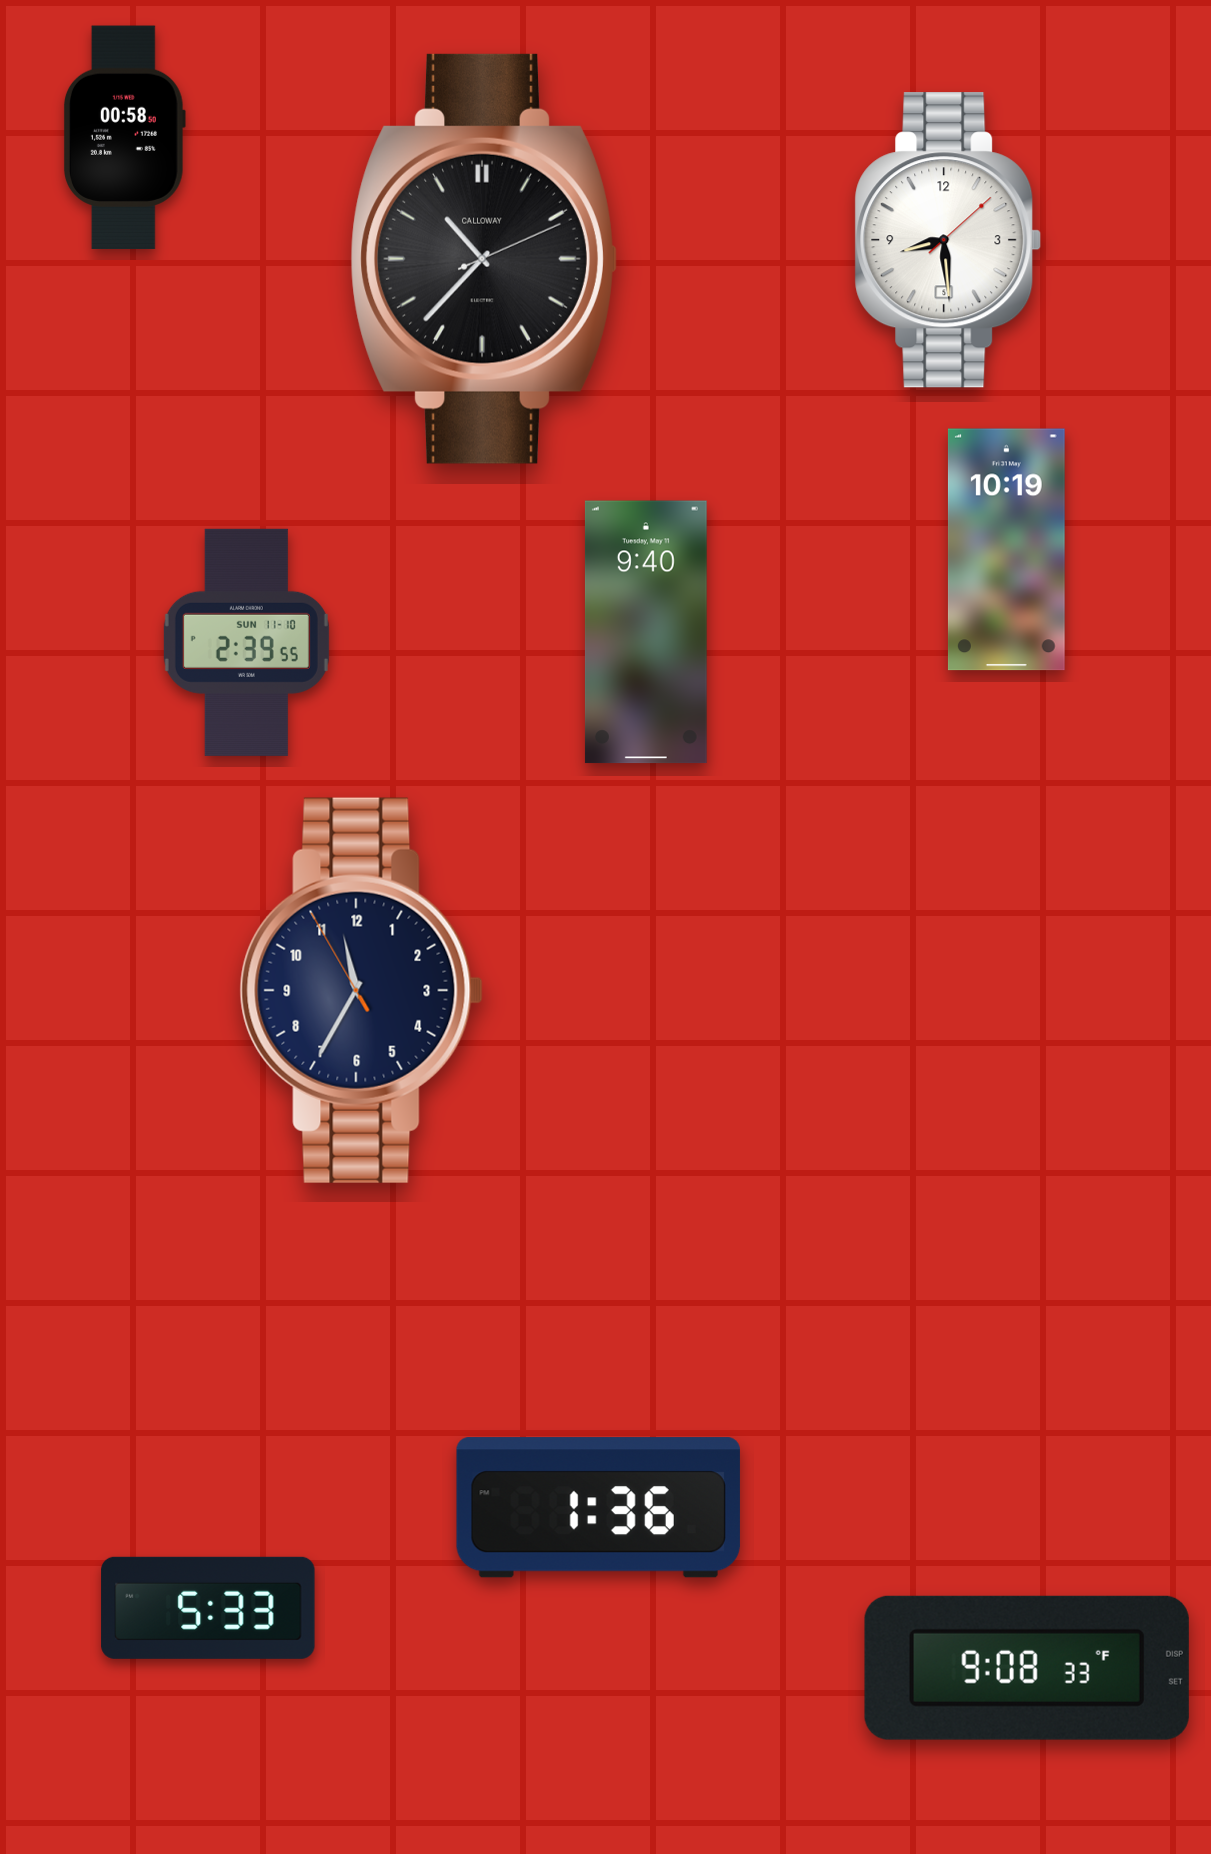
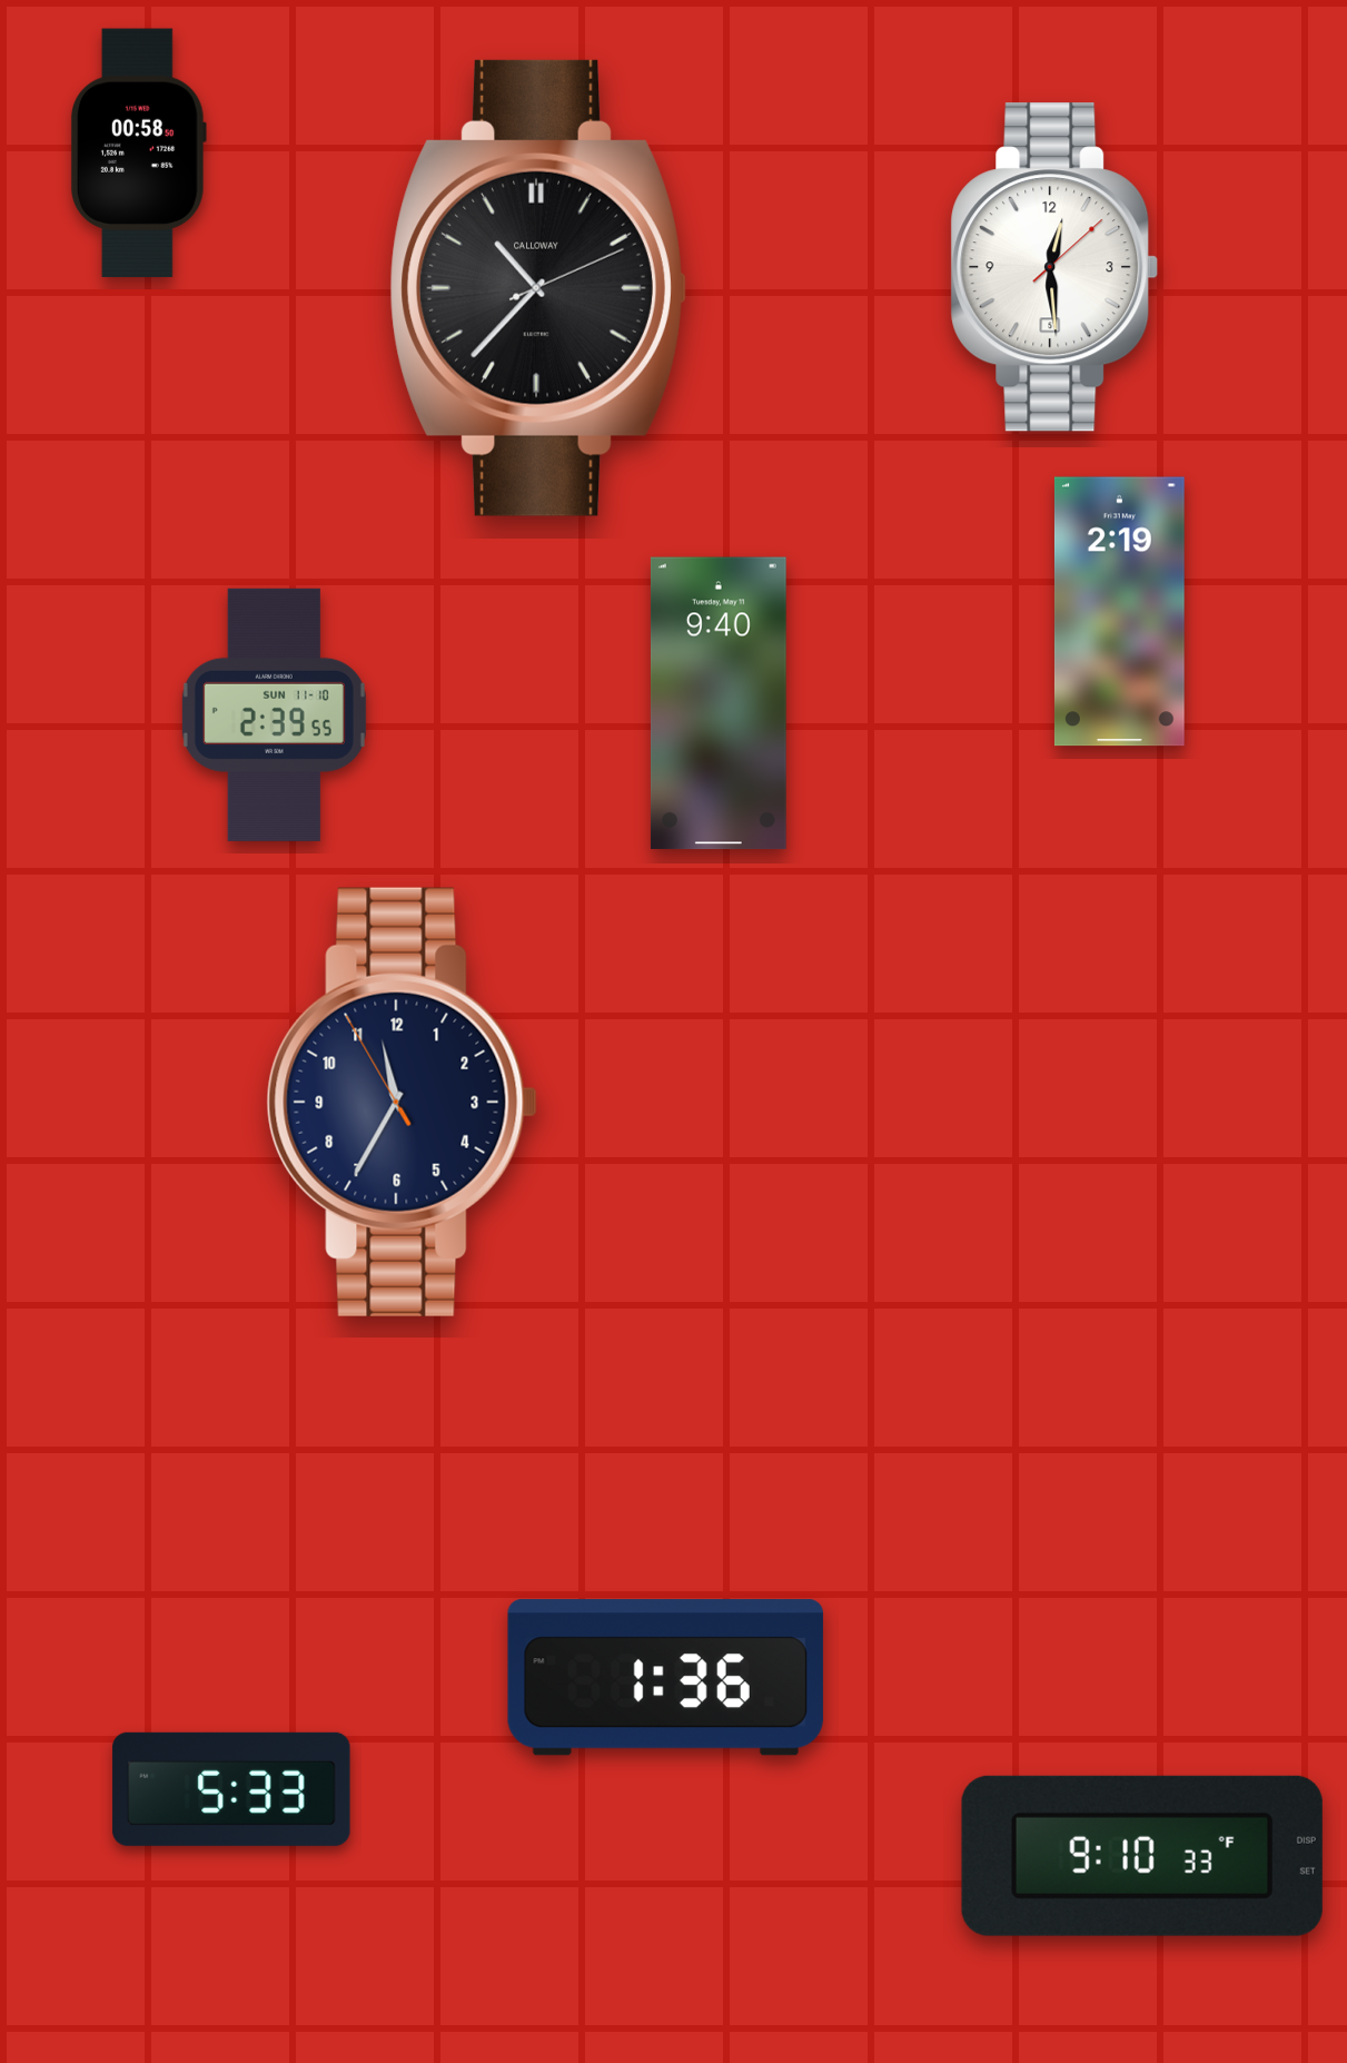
clock at (948, 240): 8:29 -> 12:29
clock at (1006, 550): 10:19 -> 2:19
clock at (1027, 1668): 9:08 -> 9:10
